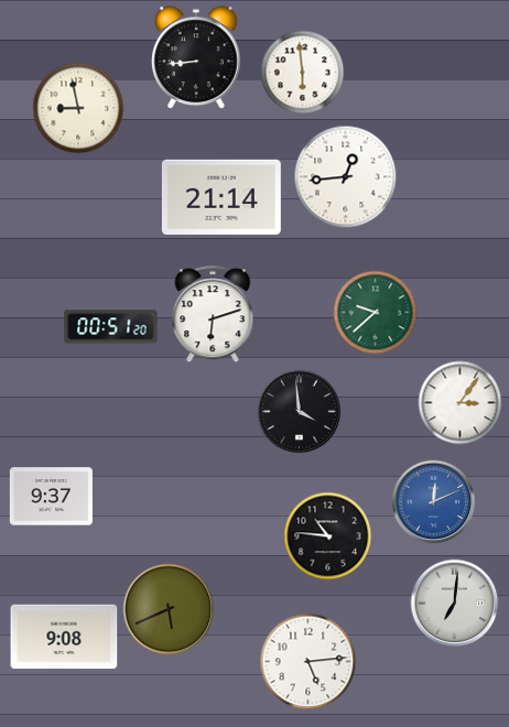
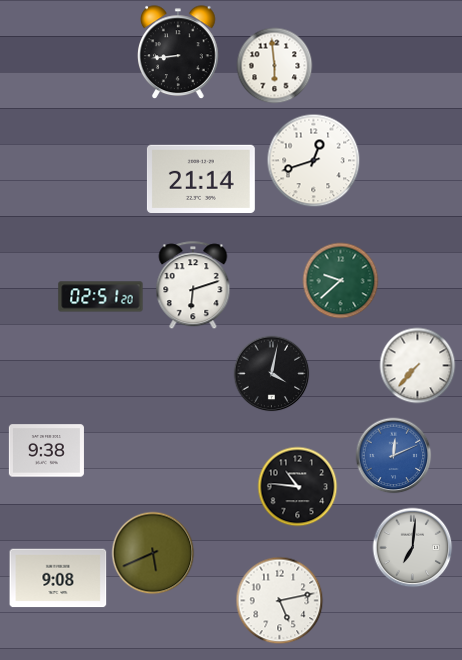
clock at (78, 108): 8:58 -> none
clock at (346, 177): 12:44 -> 12:42
clock at (376, 313) position: (376, 313) -> (341, 281)
clock at (111, 327): 00:51 -> 02:51
clock at (461, 403): 3:06 -> 7:37
clock at (300, 412): 3:59 -> 4:02
clock at (51, 497): 9:37 -> 9:38
clock at (308, 662): 5:14 -> 5:13
